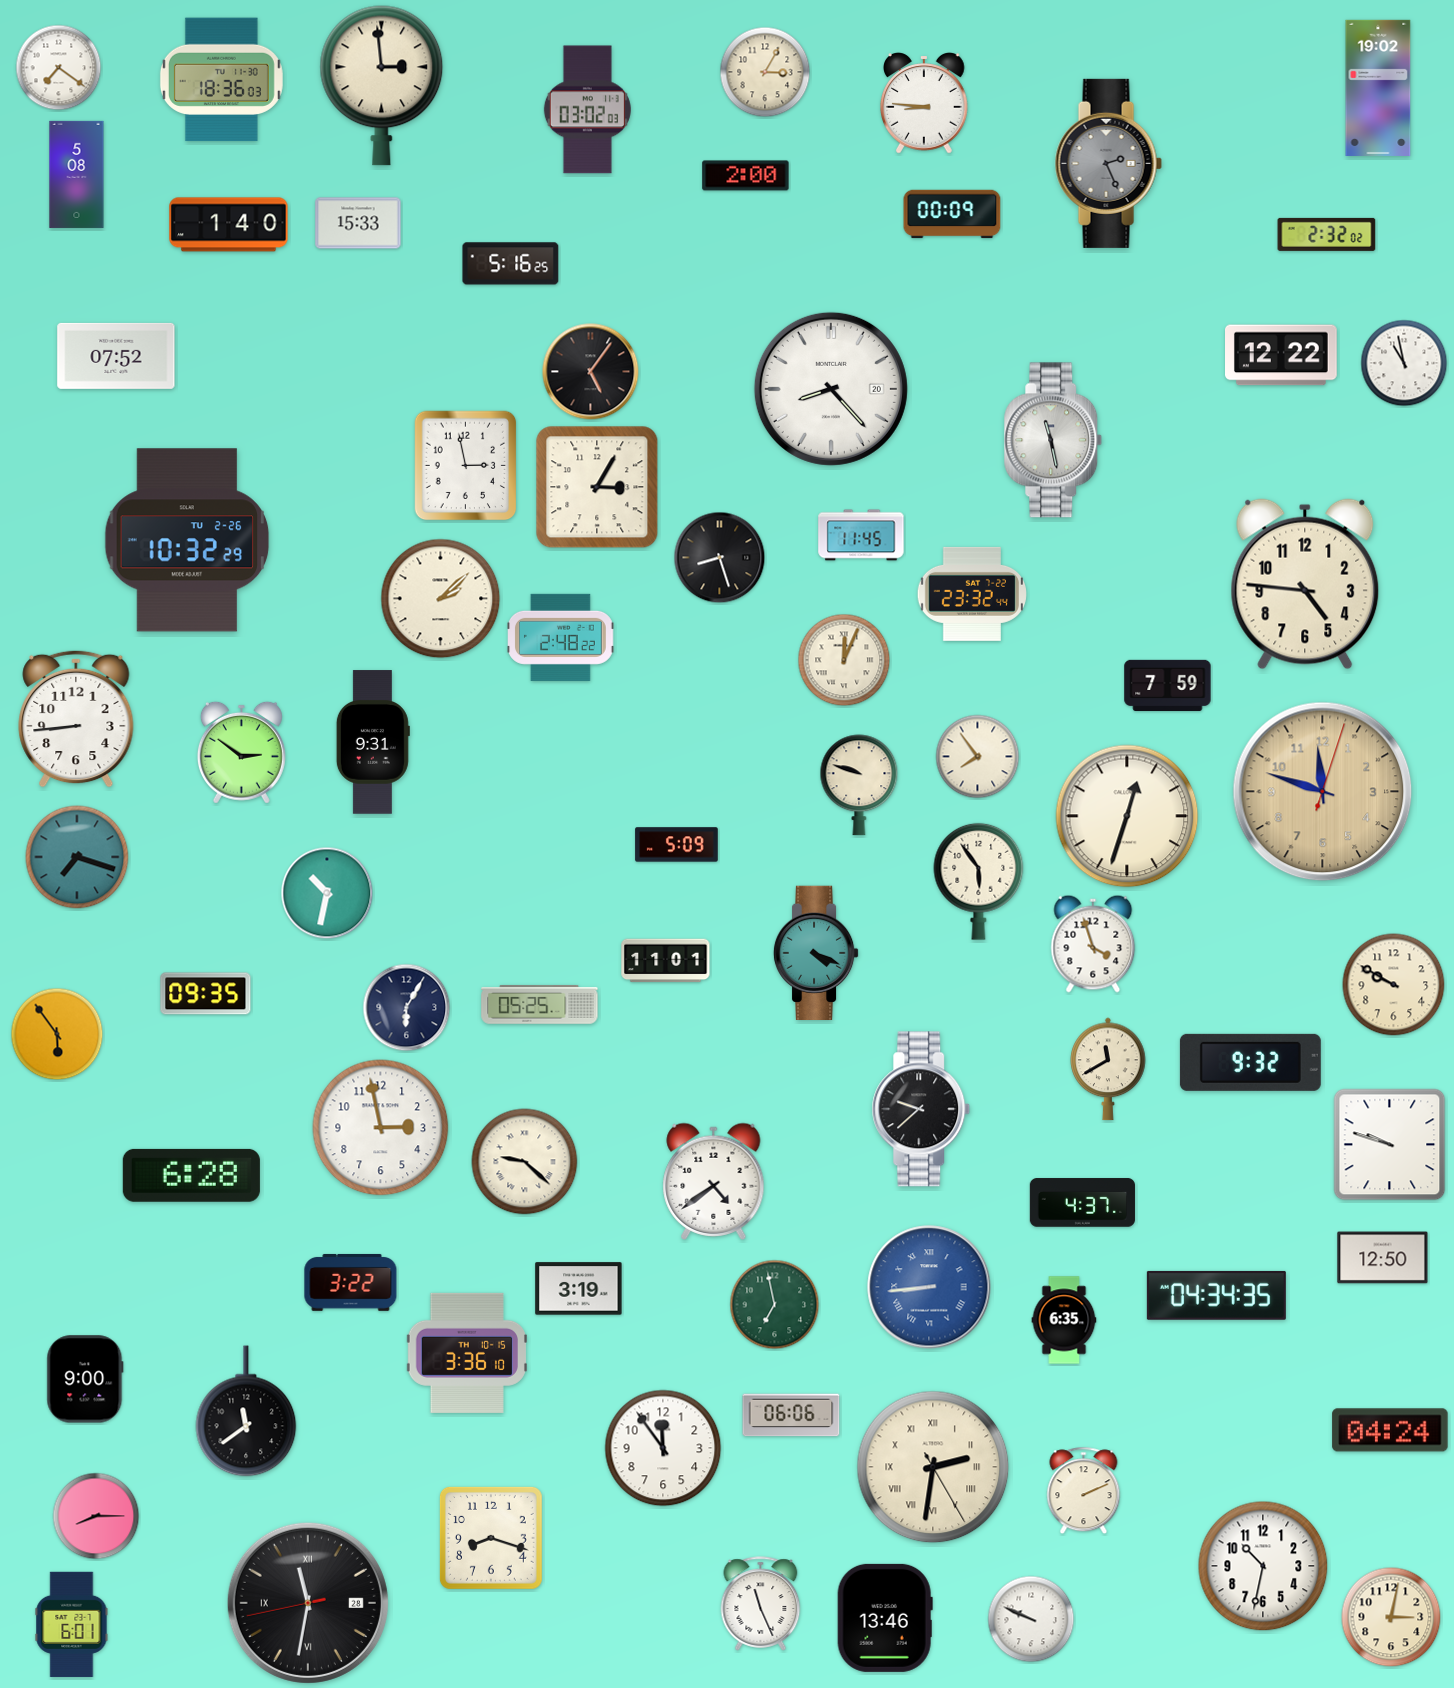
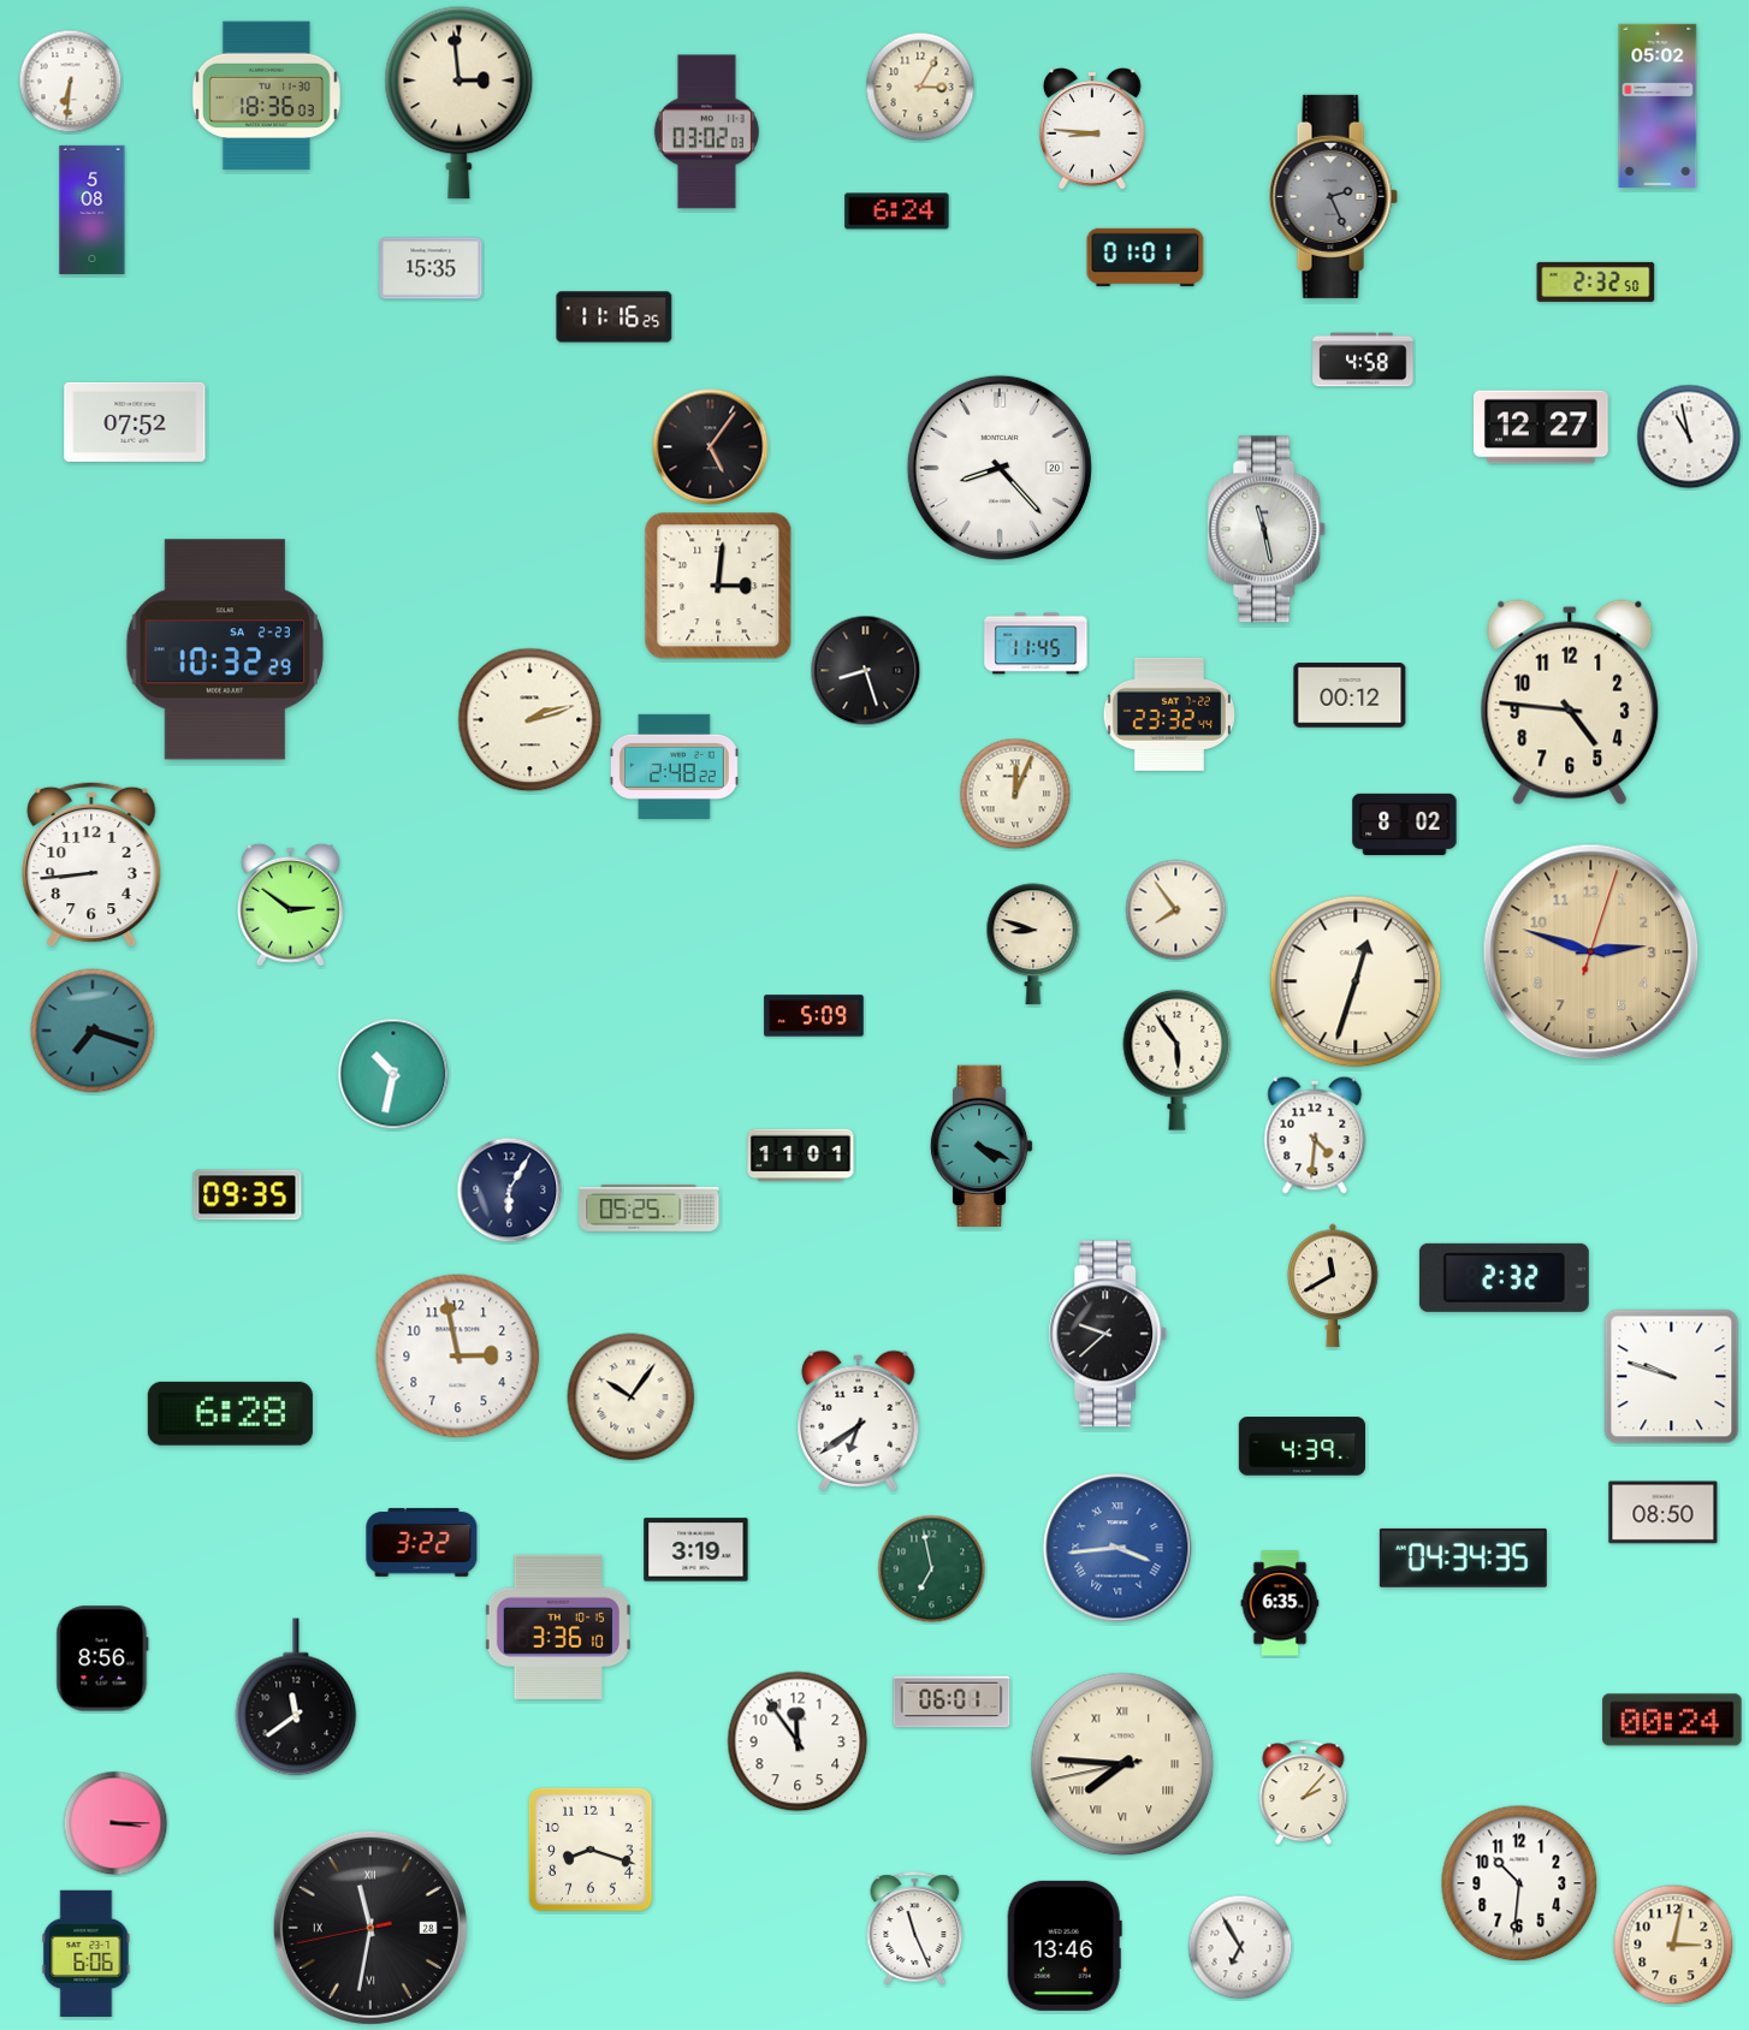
clock at (59, 68): 7:21 -> 6:31
clock at (1378, 88): 19:02 -> 05:02
clock at (925, 103) position: (925, 103) -> (1093, 129)
clock at (746, 176): 2:00 -> 6:24
clock at (952, 214): 00:09 -> 01:01
clock at (358, 223): 15:33 -> 15:35
clock at (229, 225): 1:40 -> none
clock at (1327, 234): 2:32:02 -> 2:32:50
clock at (511, 264): 5:16 -> 11:16
clock at (1363, 360): none -> 4:58
clock at (1282, 355): 12:22 -> 12:27
clock at (116, 356) position: (116, 356) -> (135, 422)
clock at (466, 466): 2:58 -> none
clock at (597, 487): 3:05 -> 3:01
clock at (187, 540) date: TU 2-26 -> SA 2-23
clock at (1350, 695): none -> 00:12
clock at (441, 599): 2:08 -> 2:12
clock at (1168, 685): 7:59 -> 8:02
clock at (373, 742): 9:31 -> none
clock at (859, 785): 9:48 -> 8:48
clock at (1323, 792): 11:48 -> 2:48
clock at (1093, 944): 3:57 -> 4:31
clock at (1394, 985): 9:50 -> none
clock at (407, 1008) position: (407, 1008) -> (510, 1191)
clock at (57, 1034): 5:54 -> none
clock at (1250, 1062): 9:32 -> 2:32
clock at (525, 1162): 9:22 -> 10:06
clock at (714, 1181): 4:39 -> 6:39
clock at (1082, 1203): 4:37 -> 4:39
clock at (1383, 1258): 12:50 -> 08:50
clock at (929, 1287): 8:44 -> 3:44
clock at (1064, 1320) position: (1064, 1320) -> (1280, 1603)
clock at (466, 1353) position: (466, 1353) -> (557, 1627)
clock at (85, 1379): 9:00 -> 8:56
clock at (791, 1415): 06:06 -> 06:01
clock at (1390, 1430): 04:24 -> 00:24
clock at (933, 1467): 2:31 -> 7:45
clock at (1084, 1491): 2:11 -> 2:07
clock at (96, 1516): 8:15 -> 3:15
clock at (1263, 1566): 10:32 -> 10:31
clock at (1031, 1619): 9:49 -> 6:55
clock at (72, 1624): 6:01 -> 6:06
